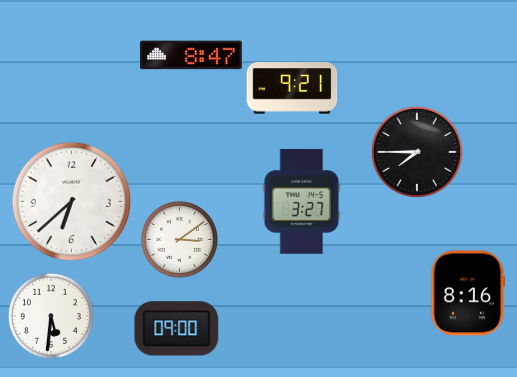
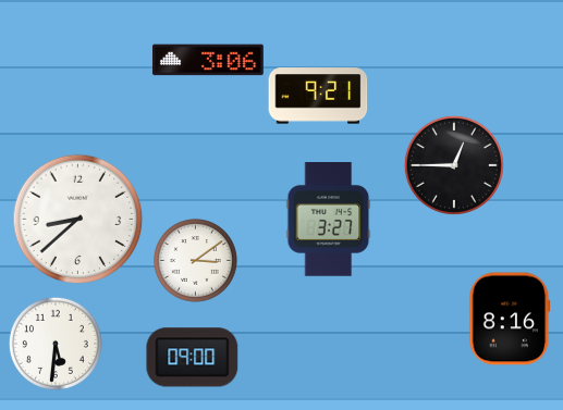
clock at (191, 55): 8:47 -> 3:06
clock at (417, 152): 7:45 -> 12:45
clock at (72, 202): 6:38 -> 8:38
